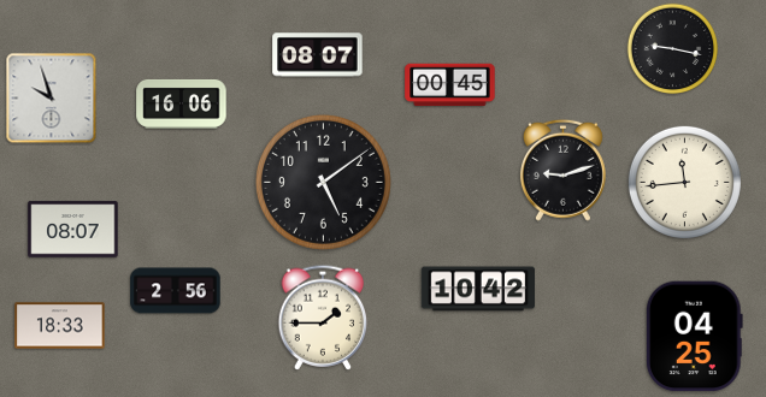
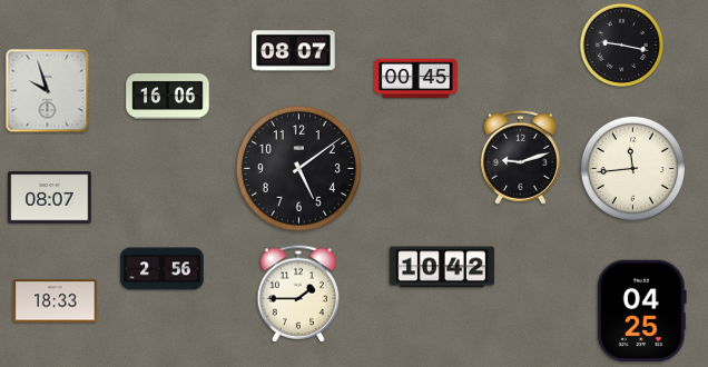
clock at (73, 230) position: (73, 230) -> (50, 198)
